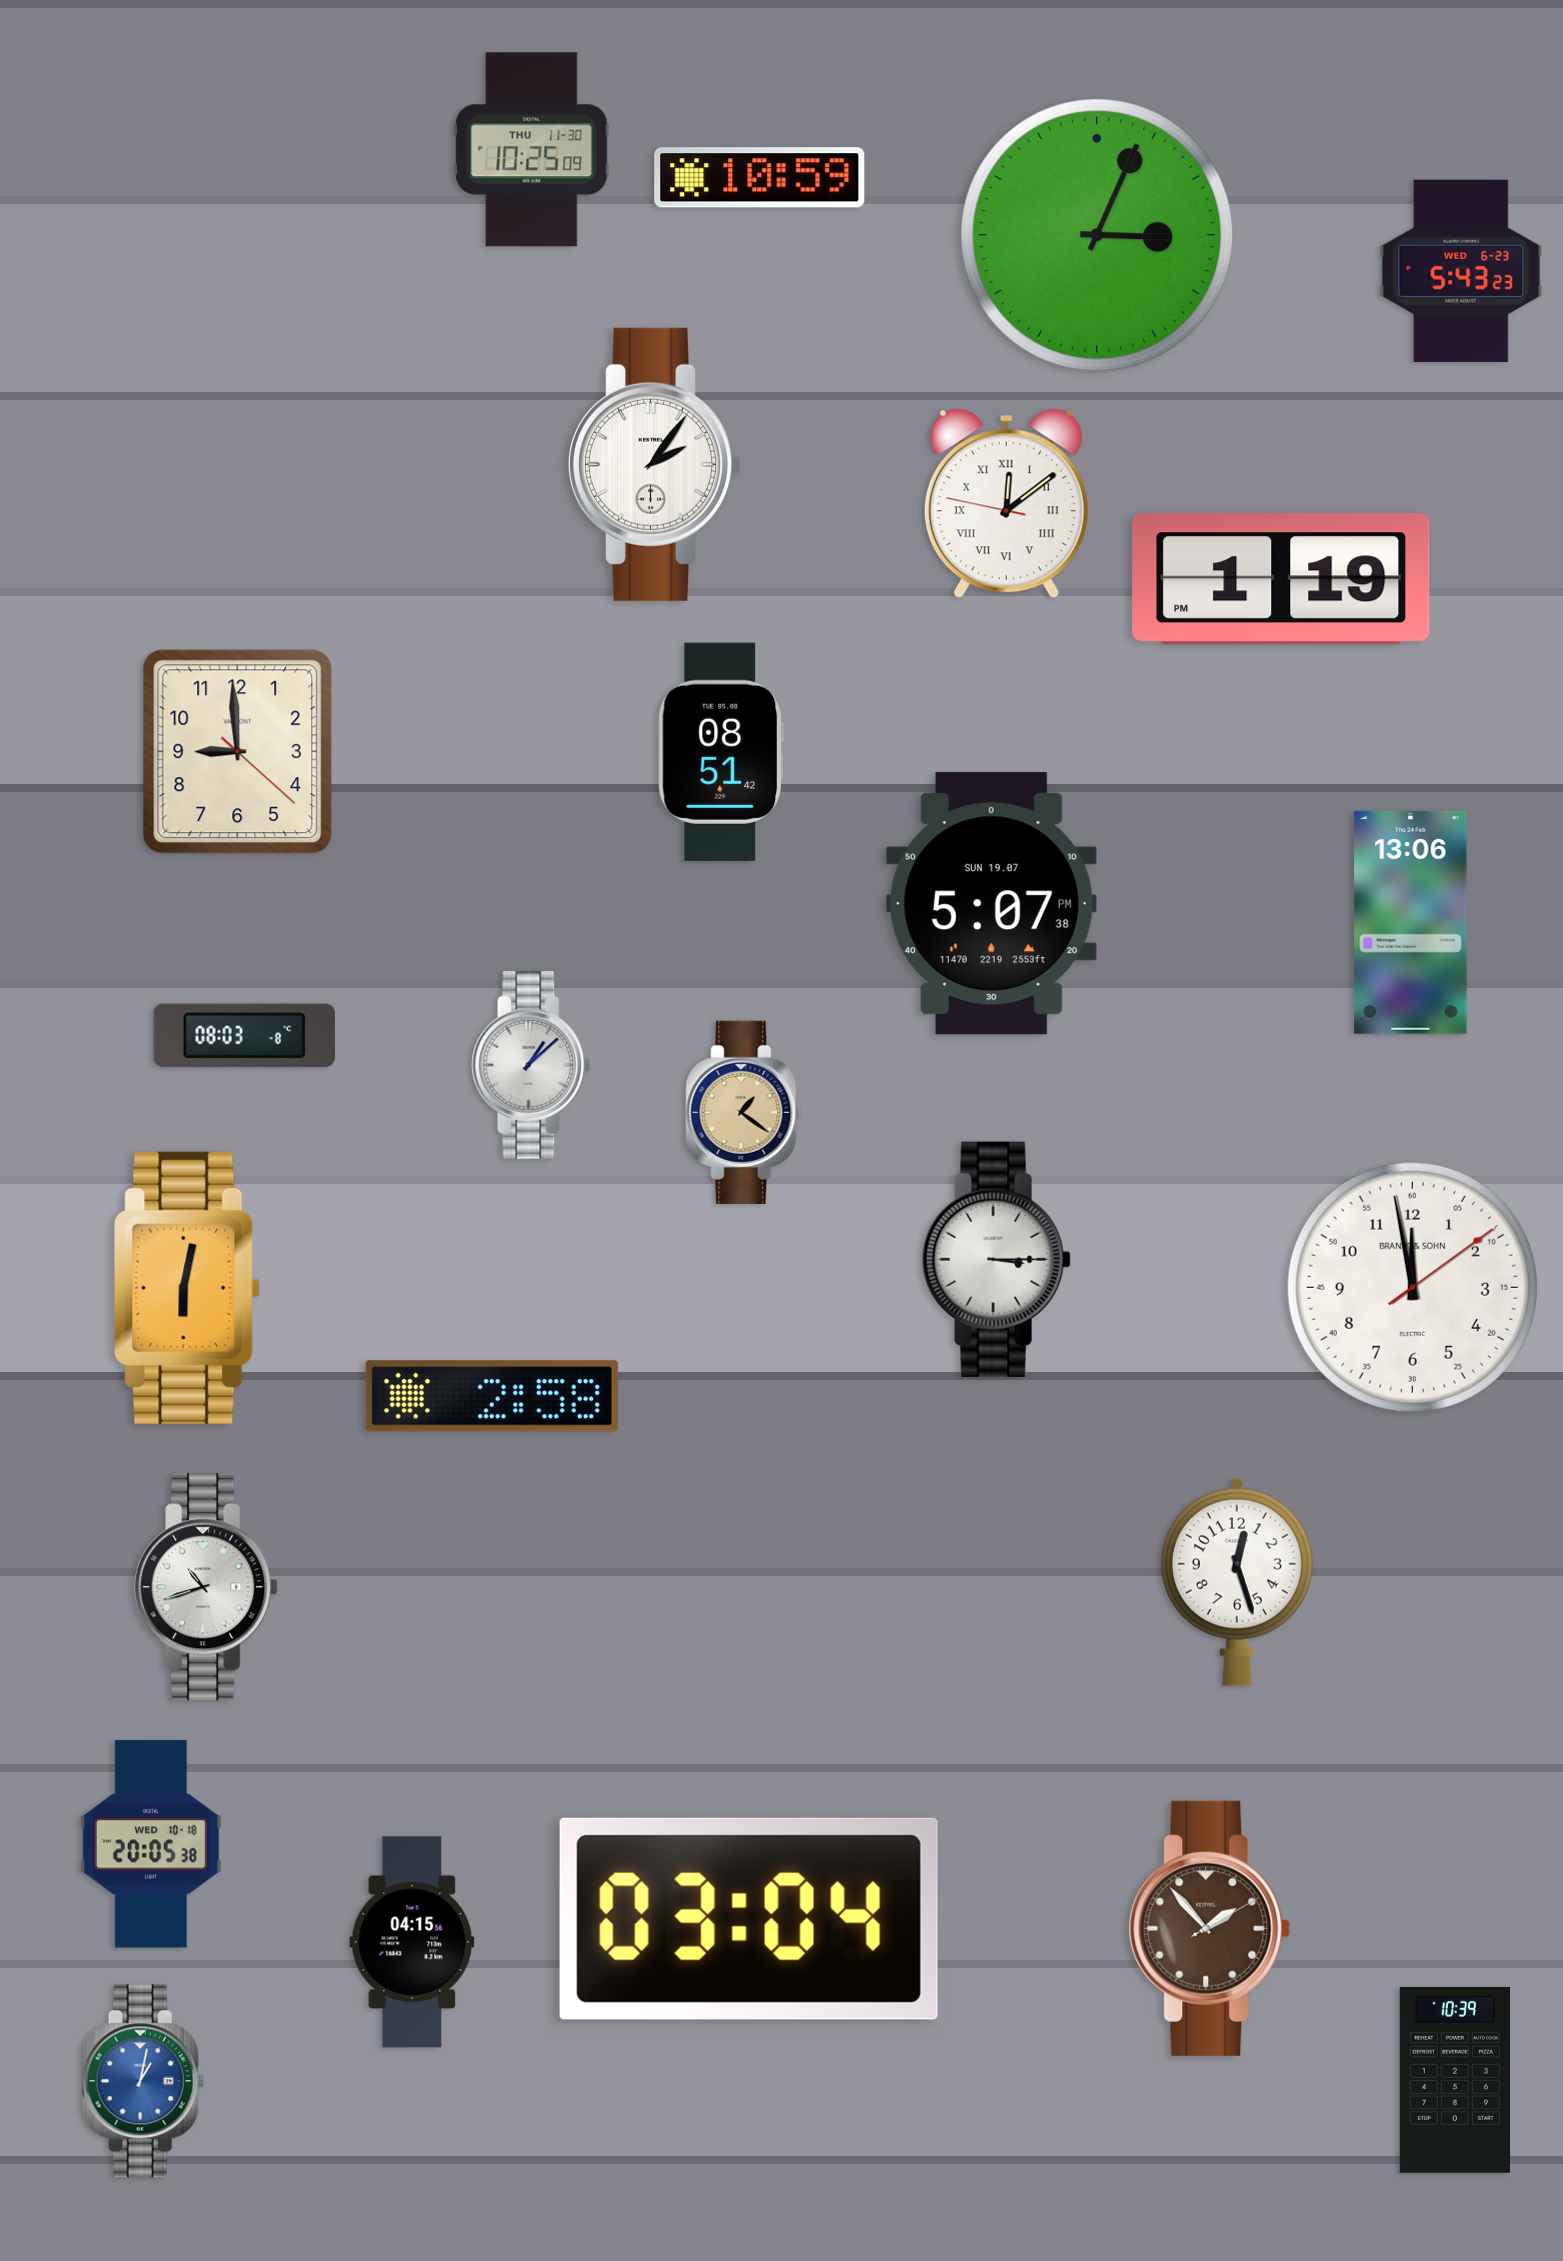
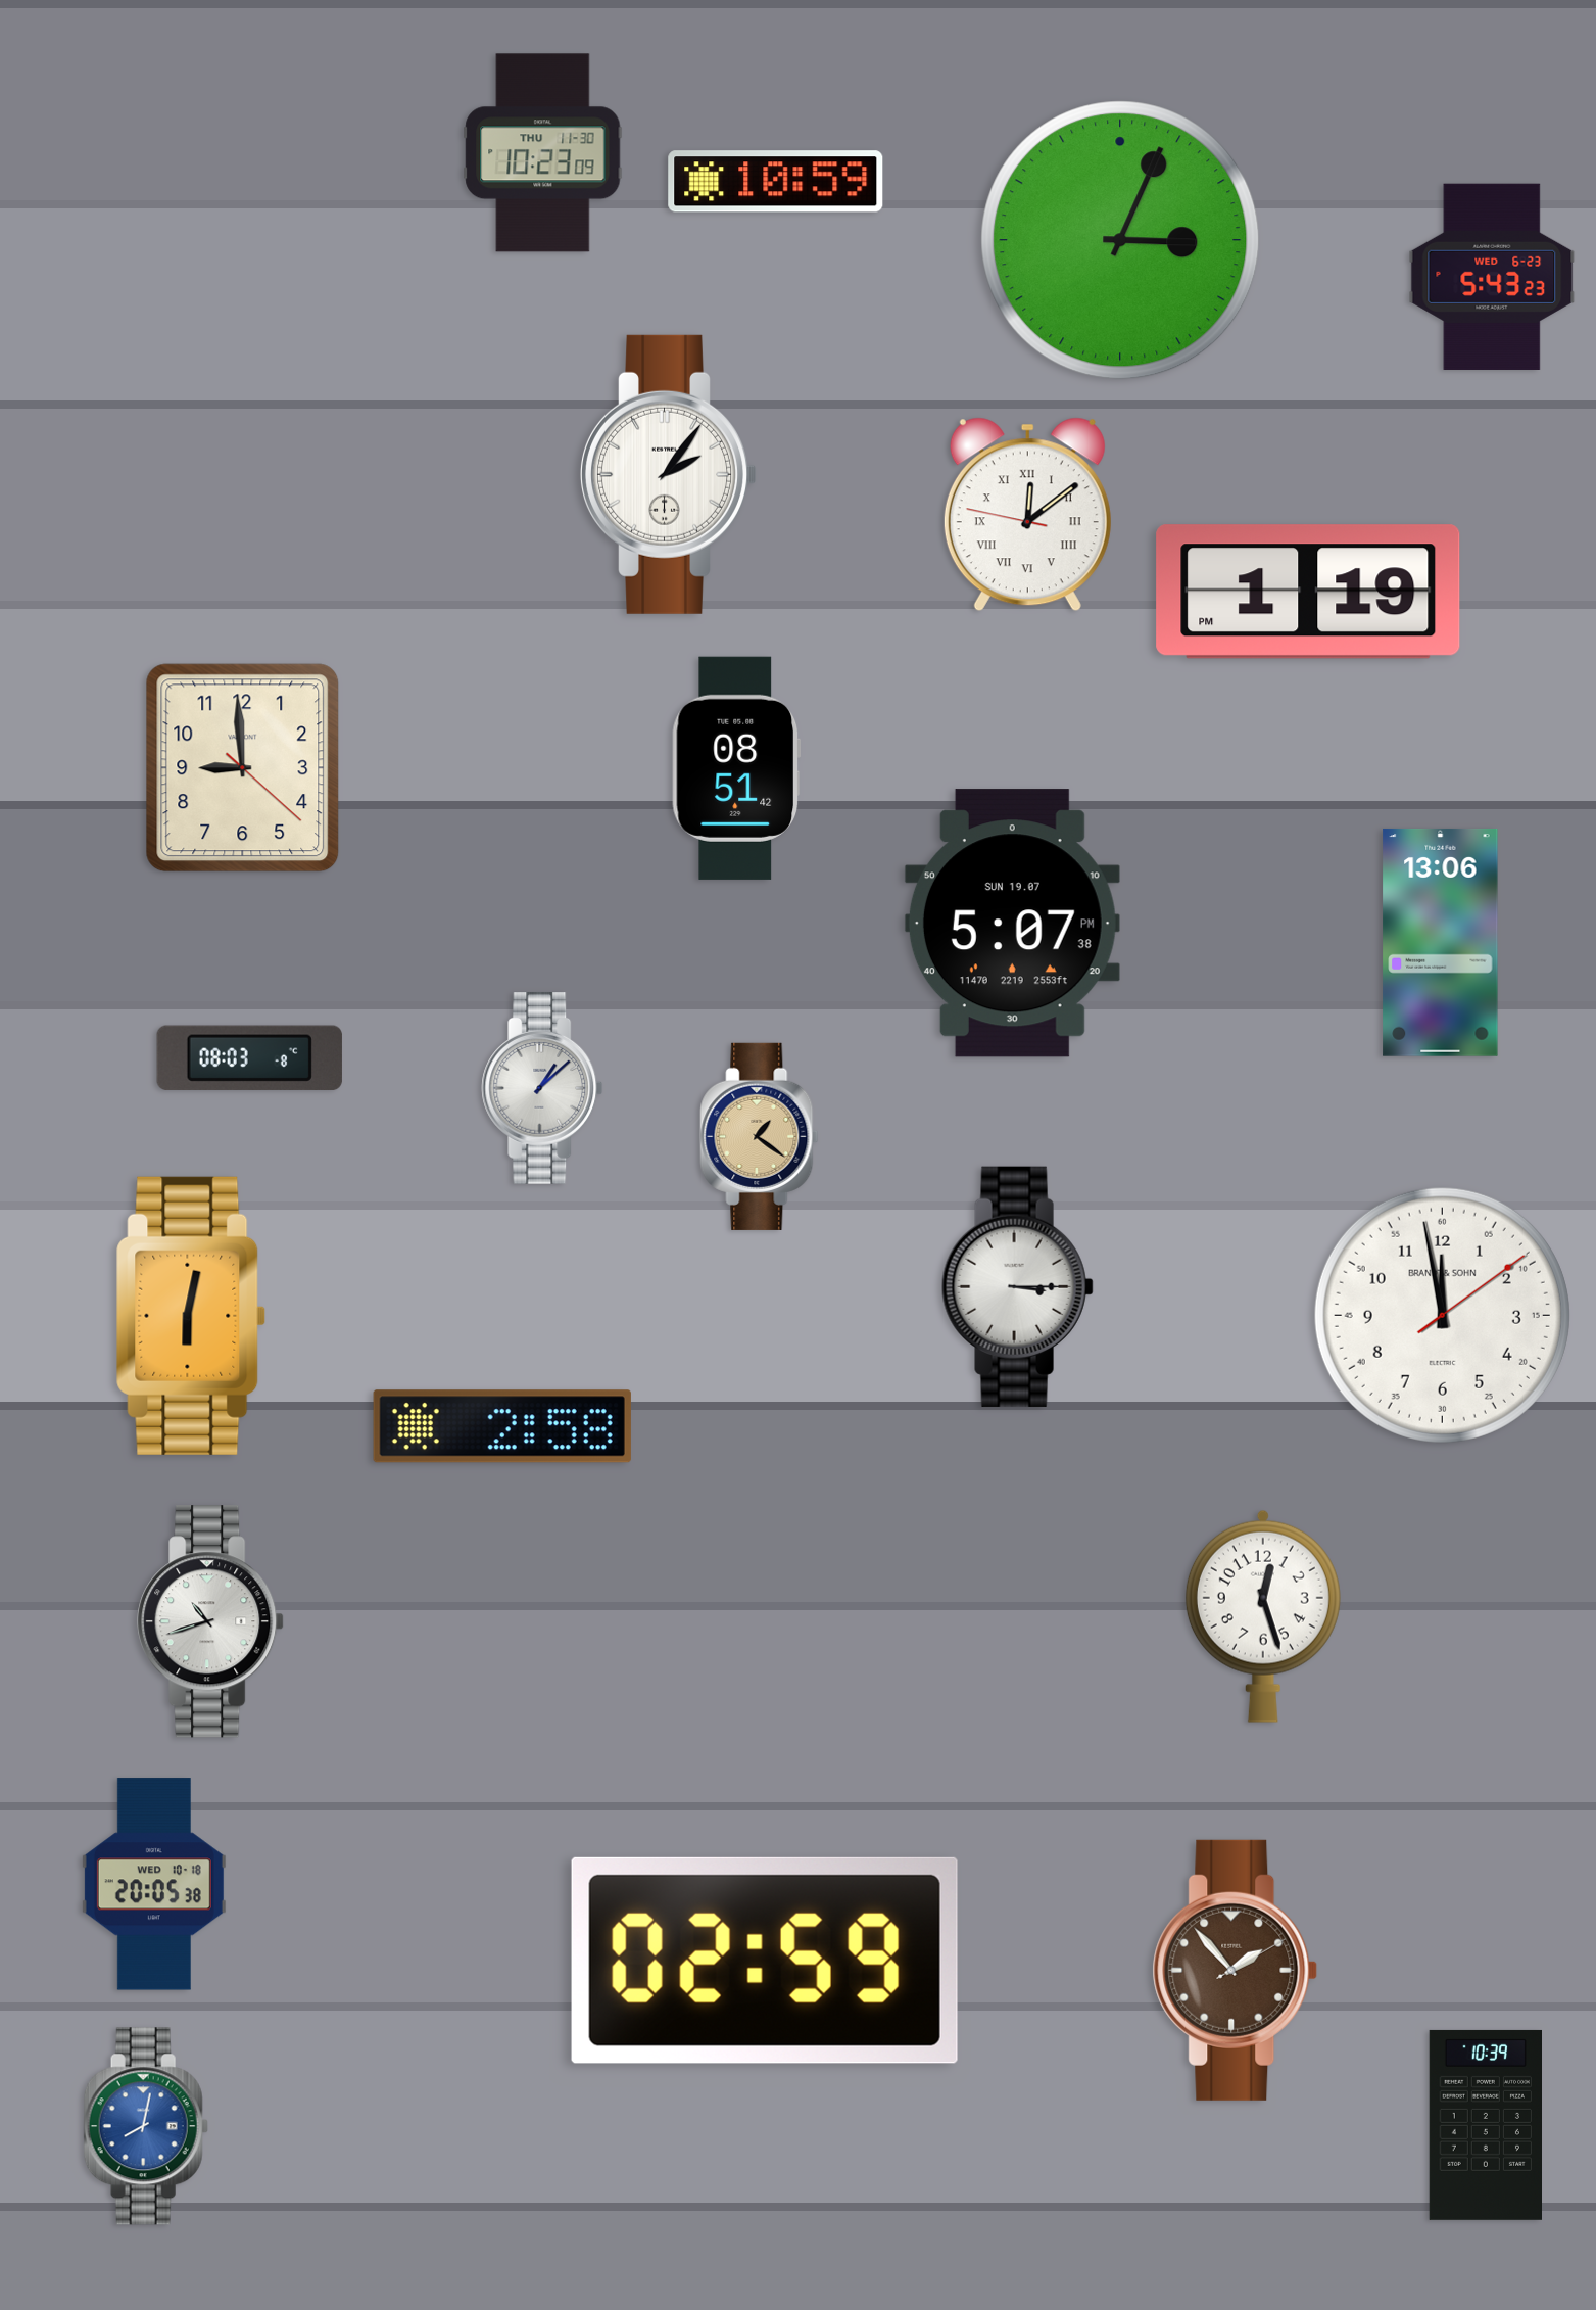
clock at (532, 150): 10:25 -> 10:23
clock at (749, 1919): 03:04 -> 02:59
clock at (412, 1942): 04:15 -> none
clock at (143, 2081): 1:02 -> 8:02
